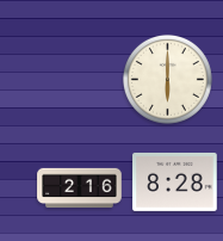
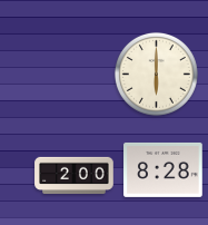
clock at (80, 187): 2:16 -> 2:00
